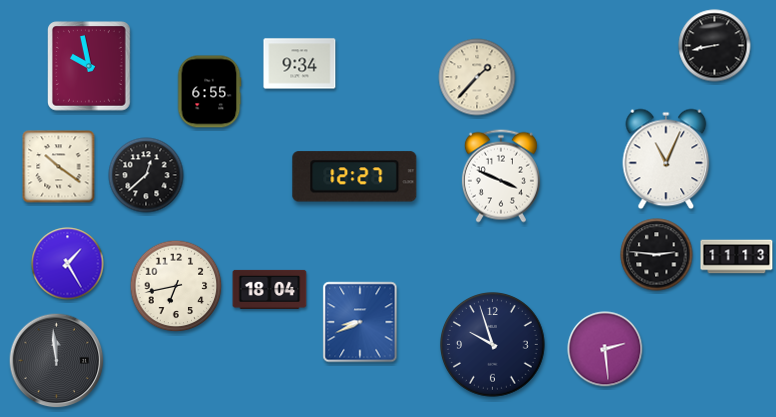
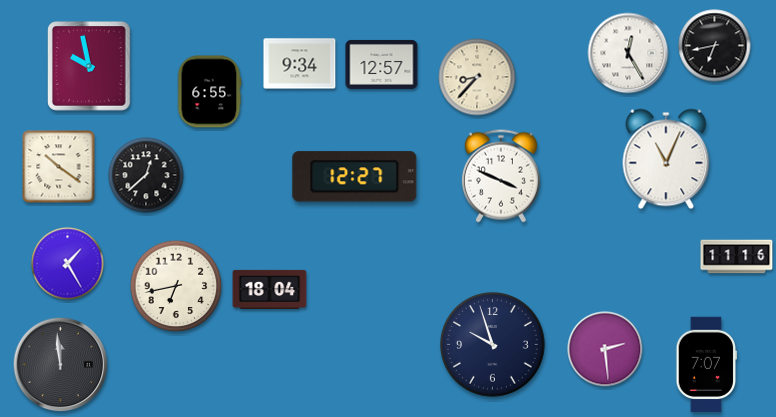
clock at (715, 46): 8:43 -> 6:43
clock at (628, 53): none -> 12:25
clock at (382, 64): none -> 12:57
clock at (477, 77): 1:37 -> 8:37
clock at (657, 255): 2:46 -> none
clock at (737, 257): 11:13 -> 11:16
clock at (360, 322): 8:41 -> none
clock at (57, 361) position: (57, 361) -> (61, 365)
clock at (706, 365): none -> 7:07
